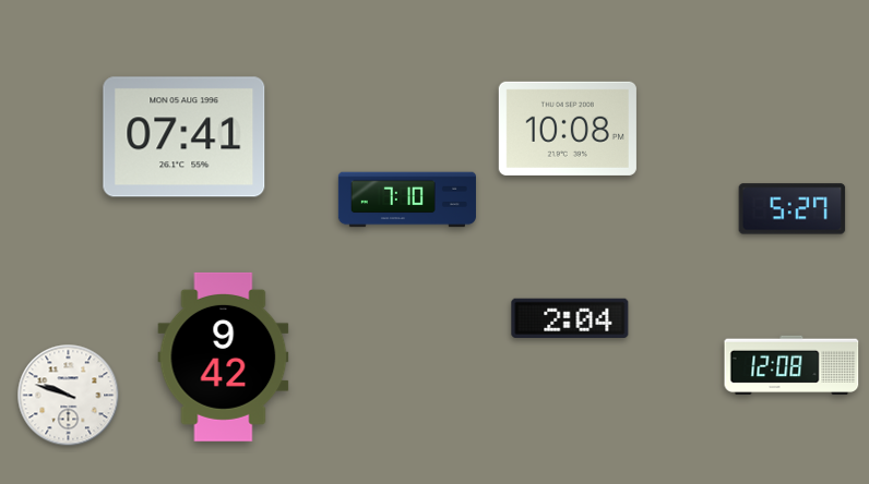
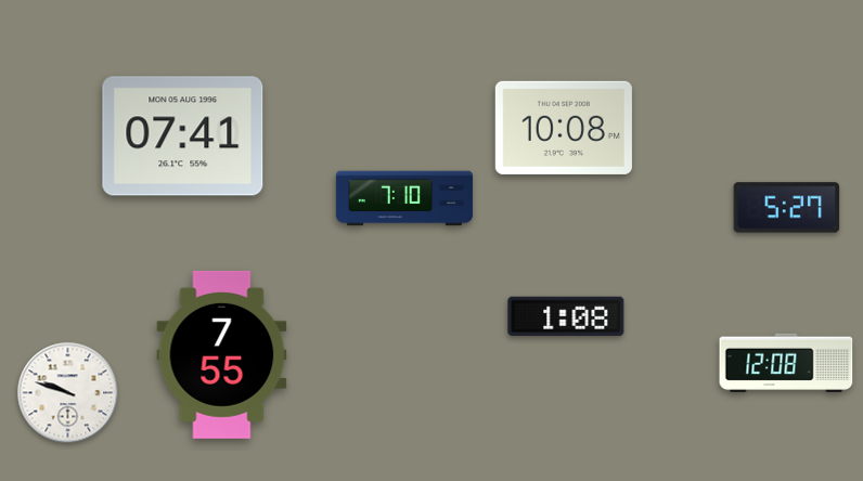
clock at (570, 318): 2:04 -> 1:08
clock at (224, 356): 9:42 -> 7:55
